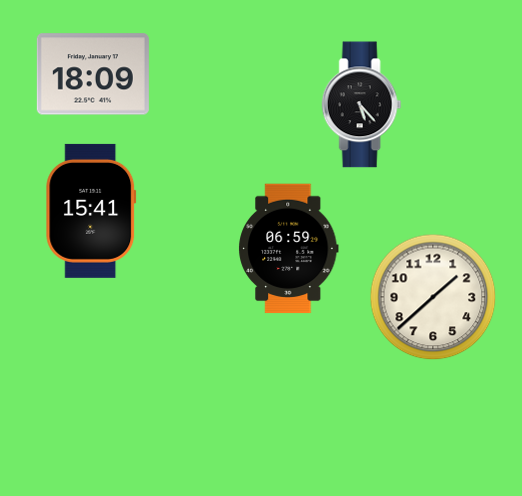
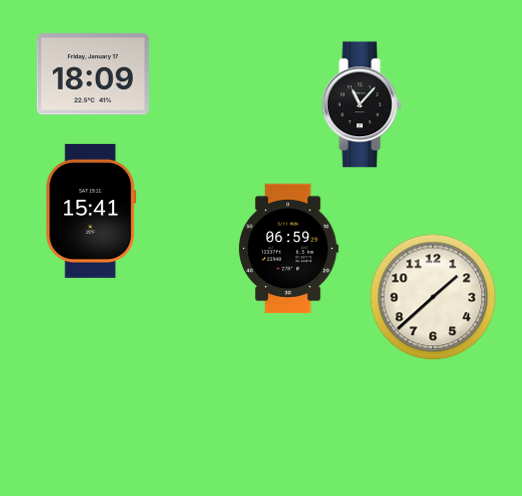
clock at (362, 105): 5:23 -> 11:07
